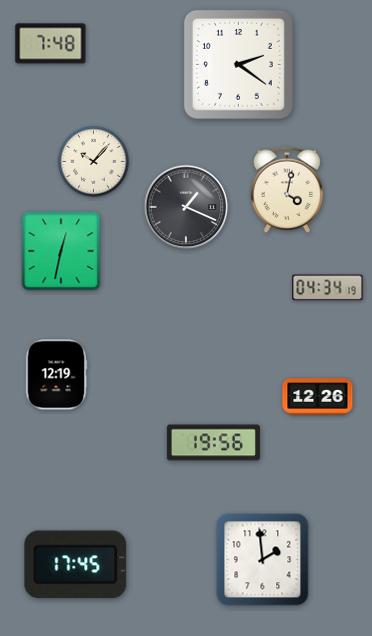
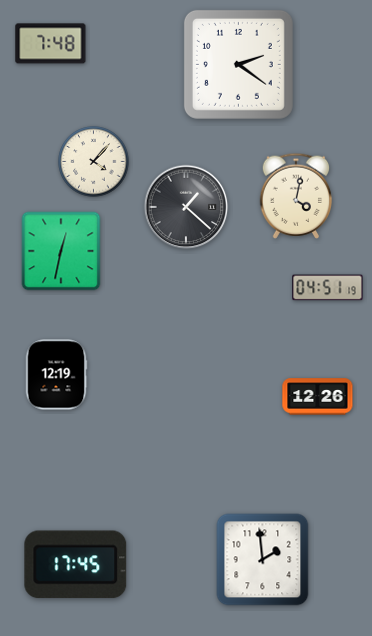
clock at (94, 162): 10:07 -> 4:07
clock at (287, 190) position: (287, 190) -> (296, 196)
clock at (186, 207): 1:19 -> 1:22
clock at (328, 288): 04:34 -> 04:51
clock at (213, 443): 19:56 -> none
